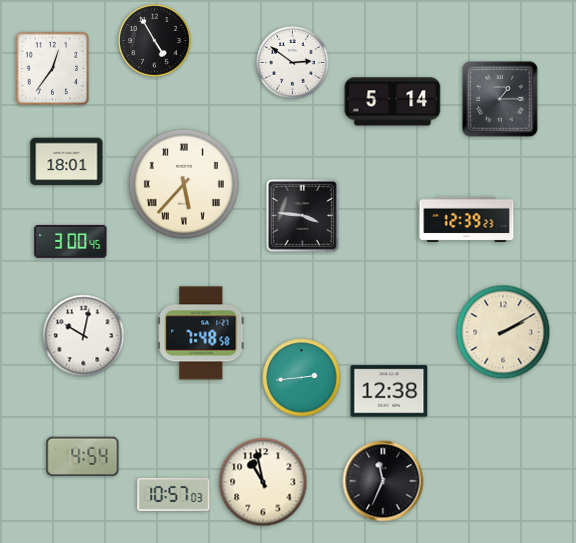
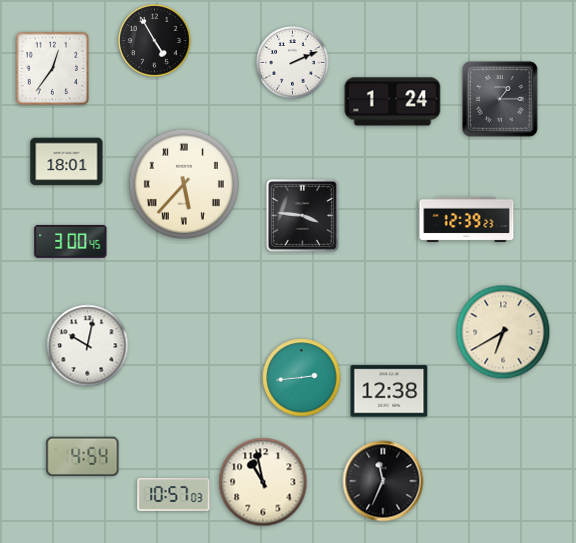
clock at (293, 63): 2:51 -> 2:11
clock at (393, 102): 5:14 -> 1:24
clock at (503, 332): 2:10 -> 6:40
clock at (201, 333): 7:48 -> none
clock at (84, 336) position: (84, 336) -> (88, 346)
